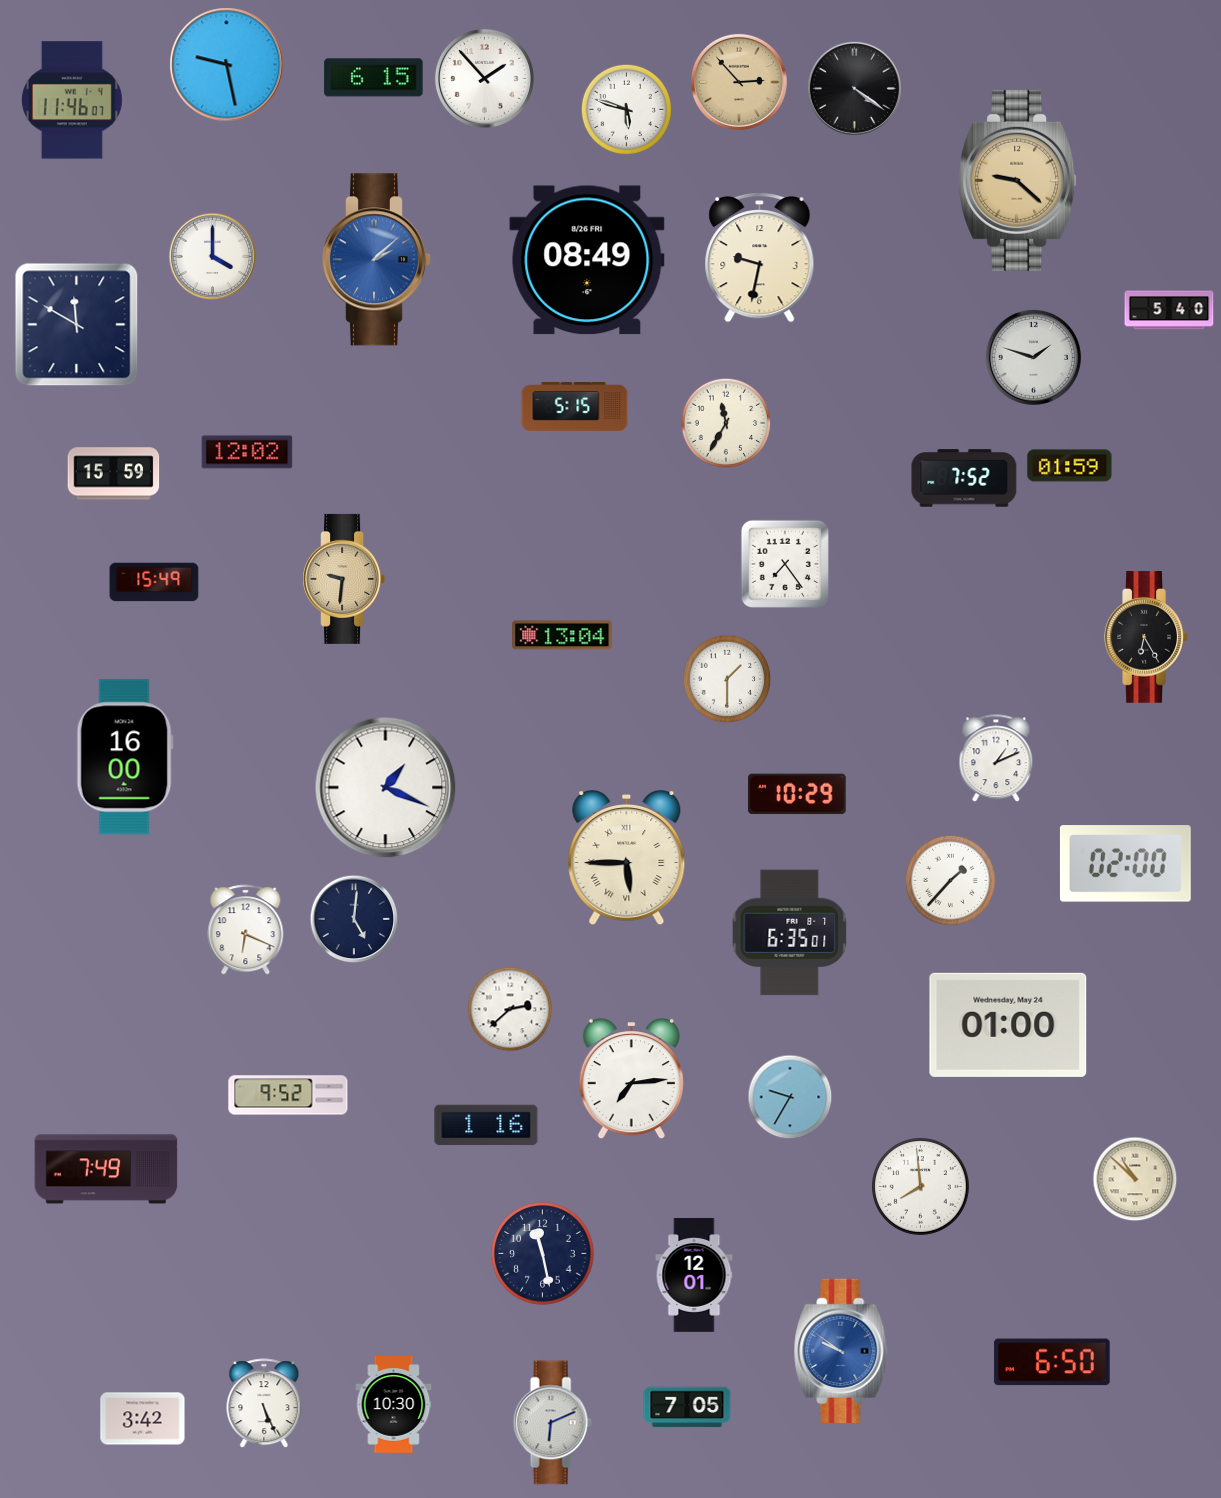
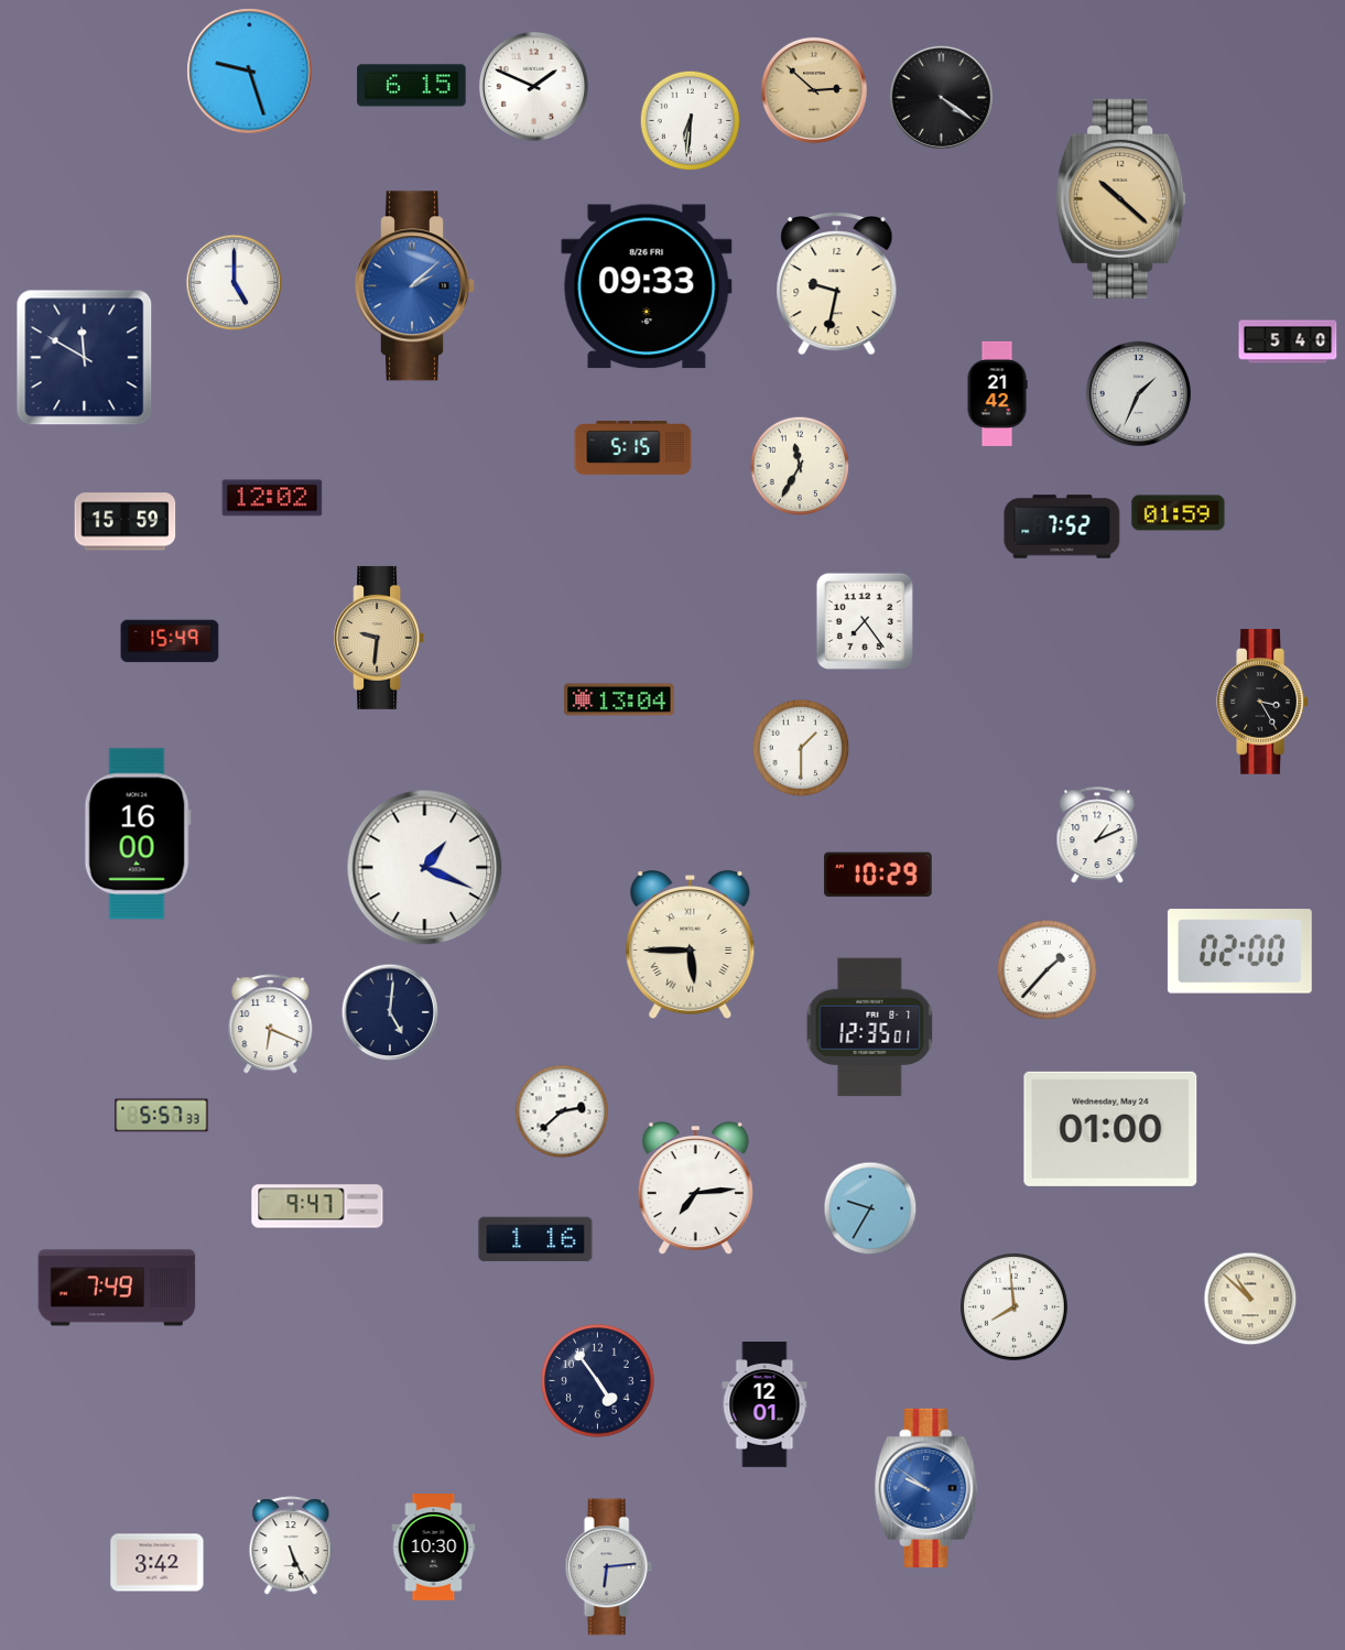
clock at (227, 65): 9:28 -> 9:27
clock at (484, 78): 1:53 -> 1:49
clock at (739, 82): 2:53 -> 2:52
clock at (72, 100): 11:46 -> none
clock at (626, 109): 5:48 -> 6:31
clock at (1018, 180): 9:22 -> 10:22
clock at (213, 257): 4:00 -> 5:00
clock at (587, 260): 08:49 -> 09:33
clock at (997, 393): none -> 21:42
clock at (1033, 357): 1:48 -> 1:34
clock at (1146, 638): 6:25 -> 3:25
clock at (790, 933): 6:35 -> 12:35
clock at (162, 1116): none -> 5:57
clock at (288, 1095): 9:52 -> 9:47
clock at (543, 1254): 11:28 -> 4:54
clock at (1052, 1362): 6:50 -> none
clock at (687, 1407): 7:05 -> none
clock at (552, 1423): 6:11 -> 6:14
